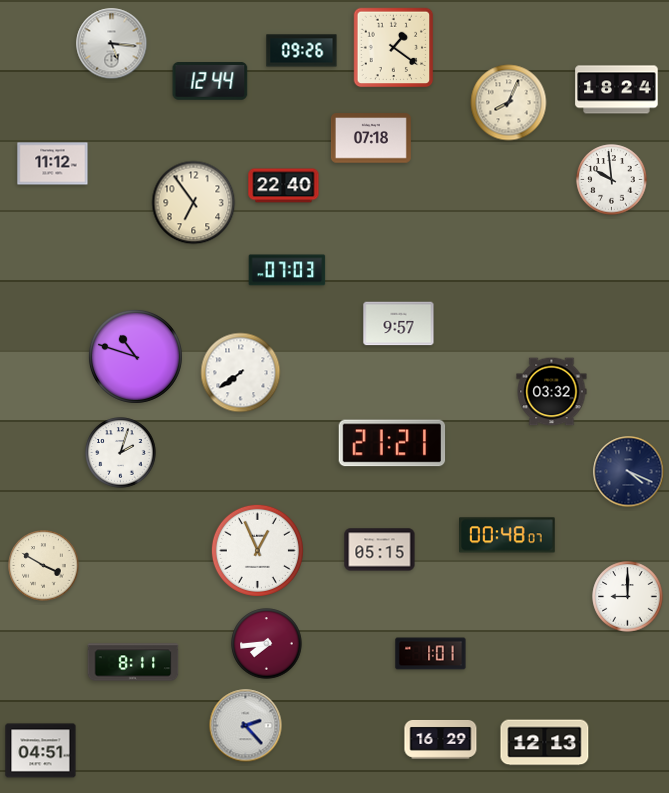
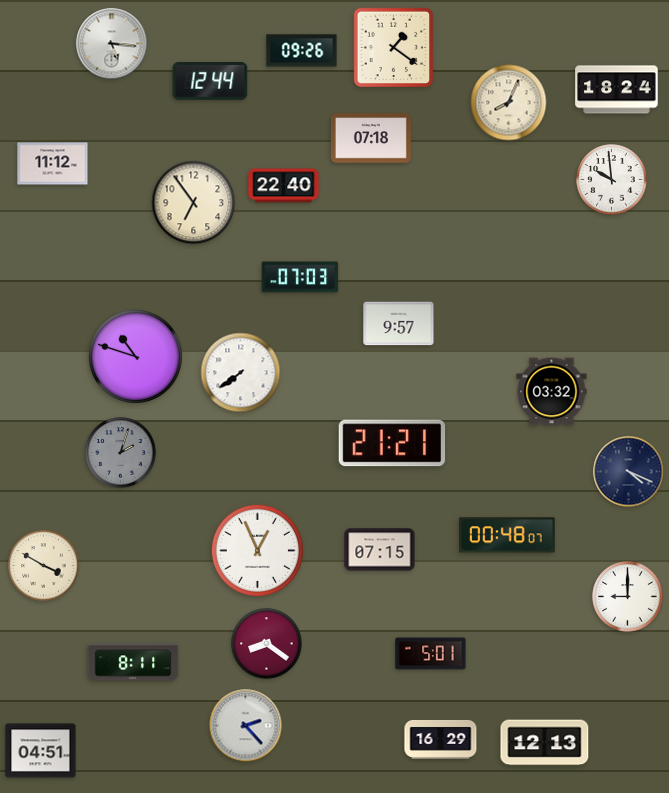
clock at (287, 270) position: (287, 270) -> (300, 277)
clock at (121, 453) dial: white -> grey
clock at (380, 550): 05:15 -> 07:15
clock at (267, 644): 7:44 -> 8:21
clock at (431, 654): 1:01 -> 5:01
